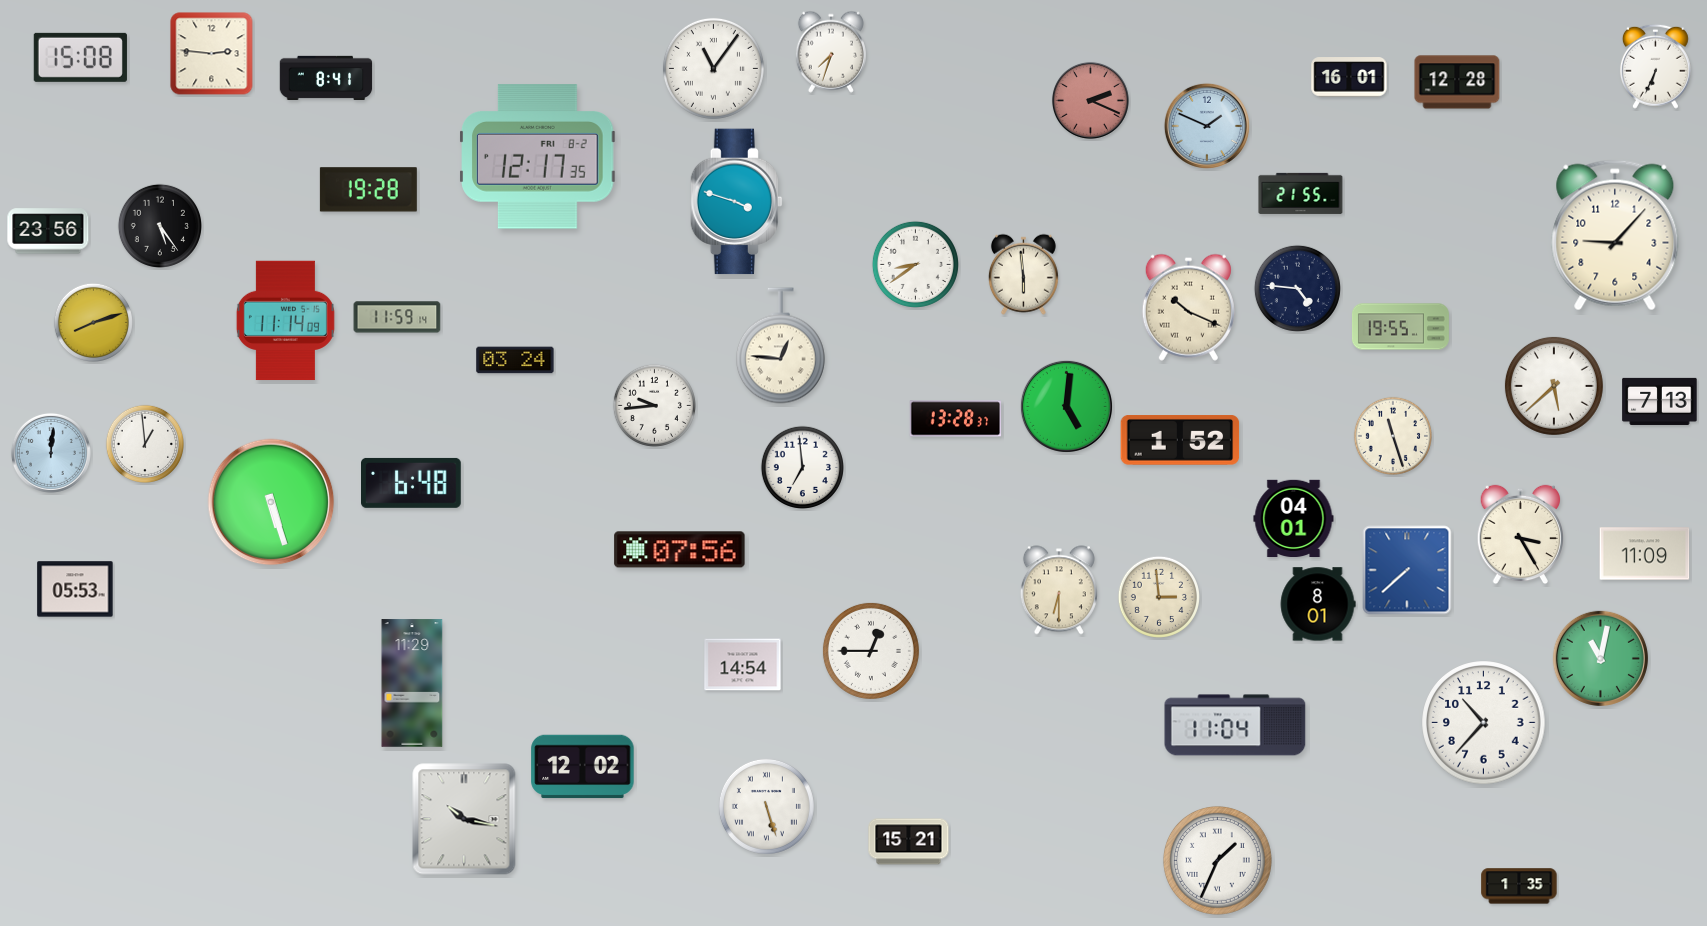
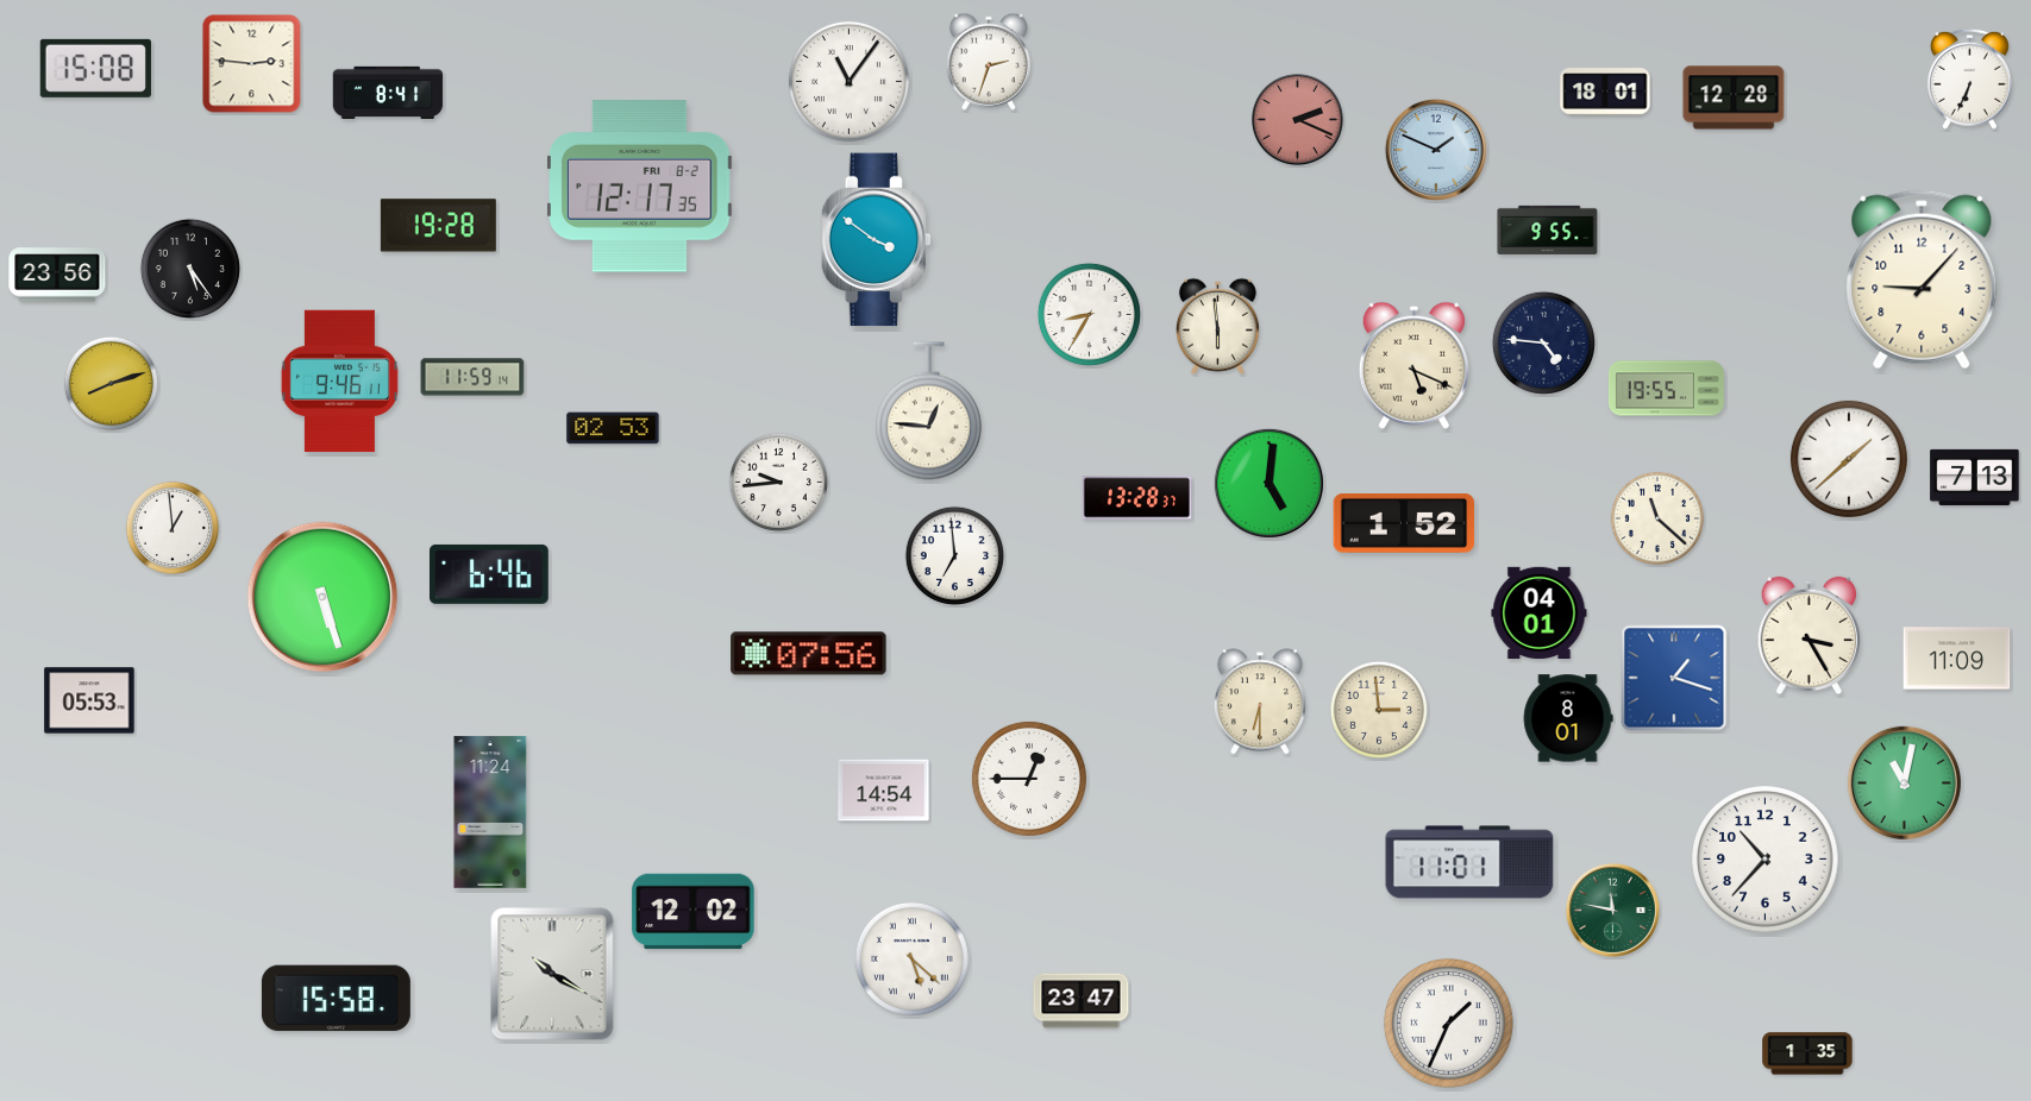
clock at (831, 52): 7:33 -> 2:33
clock at (1349, 77): 16:01 -> 18:01
clock at (1301, 193): 21:55 -> 9:55
clock at (736, 202): 3:48 -> 3:51
clock at (915, 264): 8:39 -> 8:35
clock at (1188, 307): 10:19 -> 5:19
clock at (285, 321): 11:14 -> 9:46
clock at (515, 360): 03:24 -> 02:53
clock at (1554, 386): 5:38 -> 1:38
clock at (1392, 435): 11:27 -> 11:22
clock at (51, 453): 12:01 -> none
clock at (412, 483): 6:48 -> 6:46
clock at (1294, 518) position: (1294, 518) -> (1540, 612)
clock at (1407, 570): 7:38 -> 1:18
clock at (871, 651) position: (871, 651) -> (1029, 779)
clock at (412, 683): 11:29 -> 11:24
clock at (1235, 725): 11:04 -> 11:01
clock at (1612, 910): none -> 11:47
clock at (766, 806): 5:27 -> 5:22
clock at (464, 819): 10:17 -> 10:20
clock at (336, 999): none -> 15:58
clock at (909, 842): 15:21 -> 23:47
